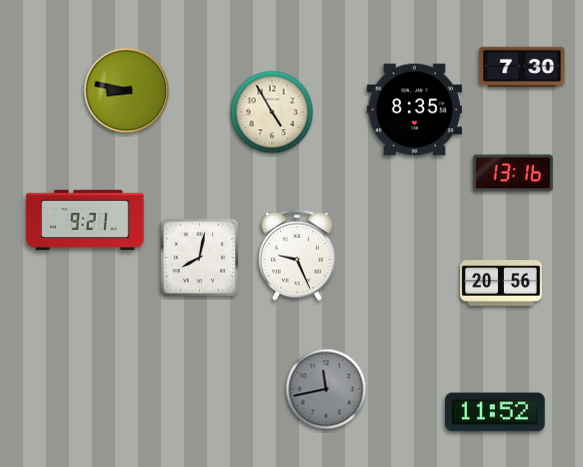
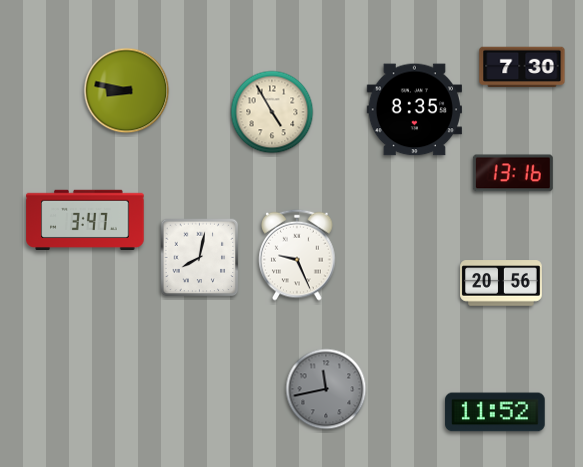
clock at (85, 219): 9:21 -> 3:47
